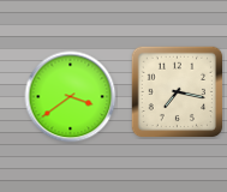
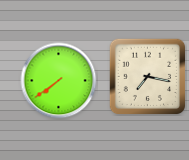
clock at (71, 97): 3:39 -> 7:39
